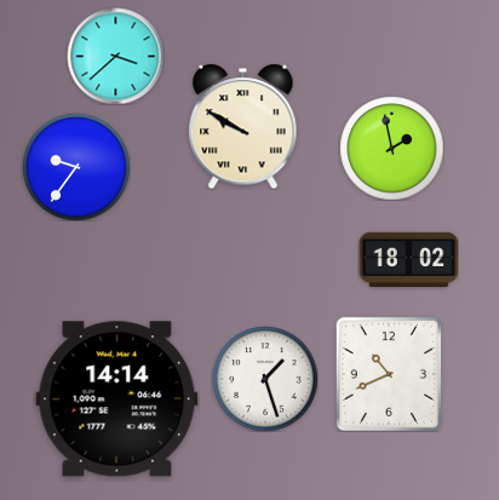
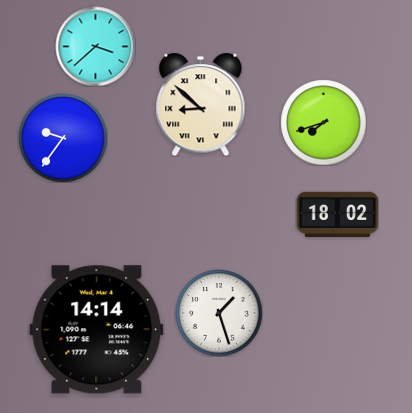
clock at (243, 126): 9:50 -> 8:52
clock at (391, 148): 1:58 -> 7:42
clock at (389, 374): 10:41 -> none
